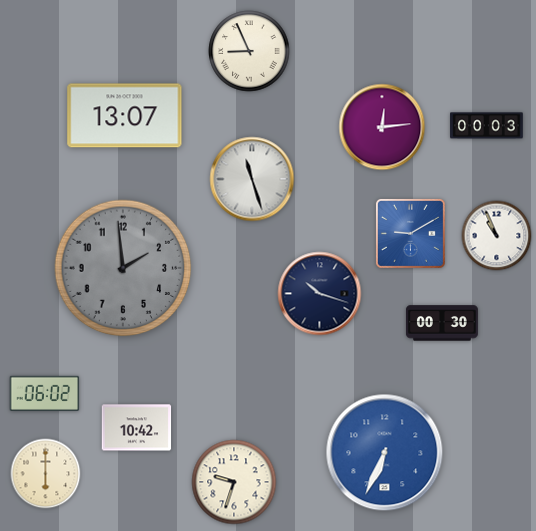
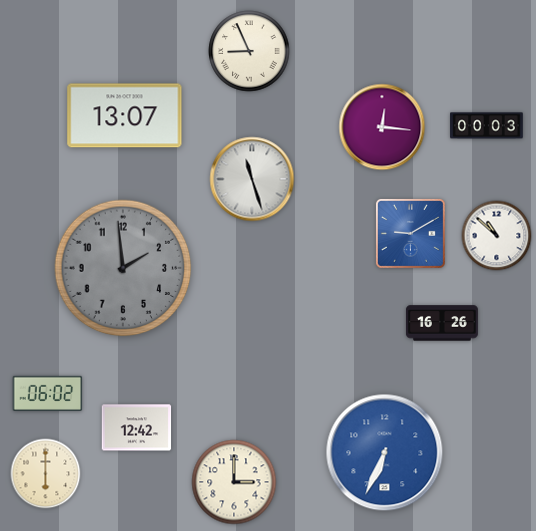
clock at (382, 127): 12:14 -> 12:16
clock at (497, 236): 10:56 -> 10:52
clock at (320, 294): 10:18 -> none
clock at (442, 323): 00:30 -> 16:26
clock at (45, 393) position: (45, 393) -> (48, 393)
clock at (137, 428): 10:42 -> 12:42
clock at (234, 482): 9:33 -> 3:00
